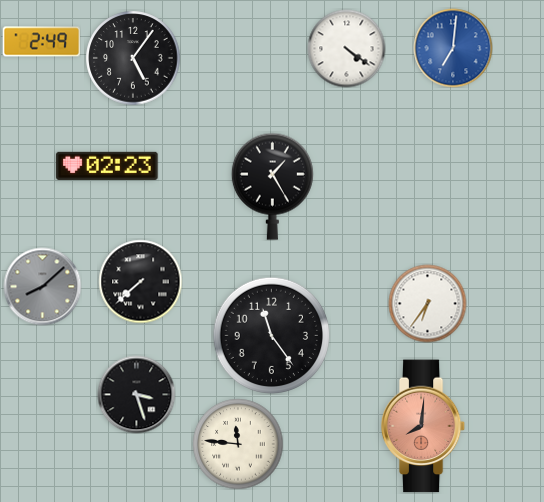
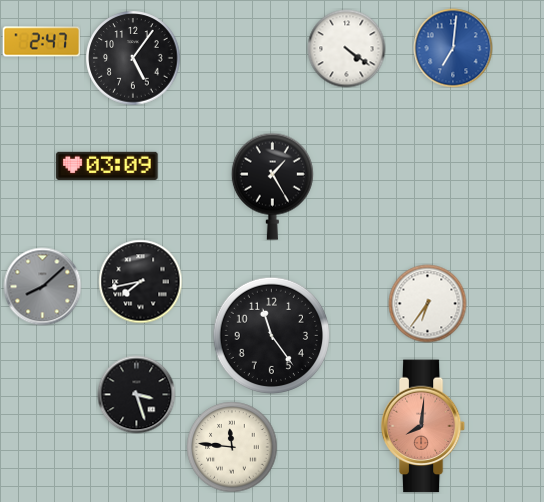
clock at (41, 42): 2:49 -> 2:47
clock at (107, 166): 02:23 -> 03:09
clock at (140, 281): 7:38 -> 7:43
clock at (238, 444) position: (238, 444) -> (232, 447)
